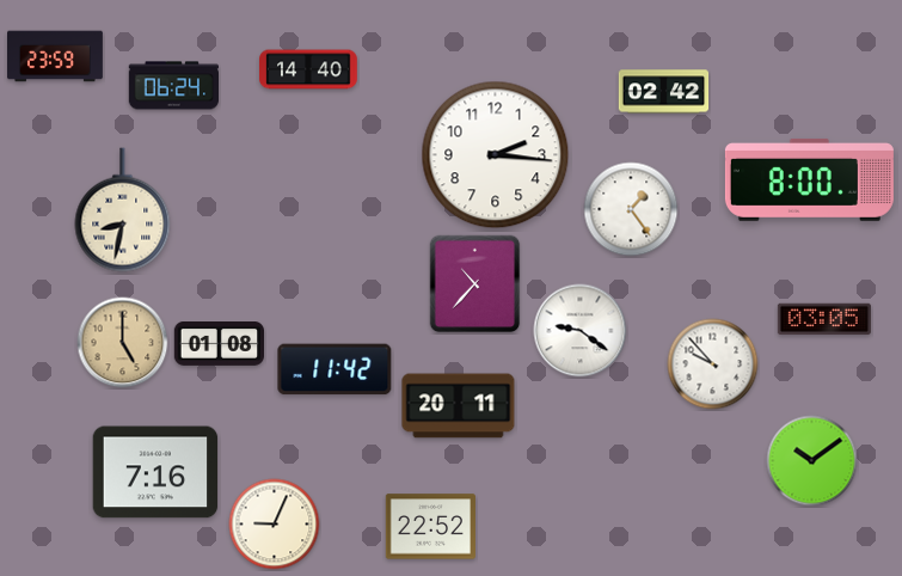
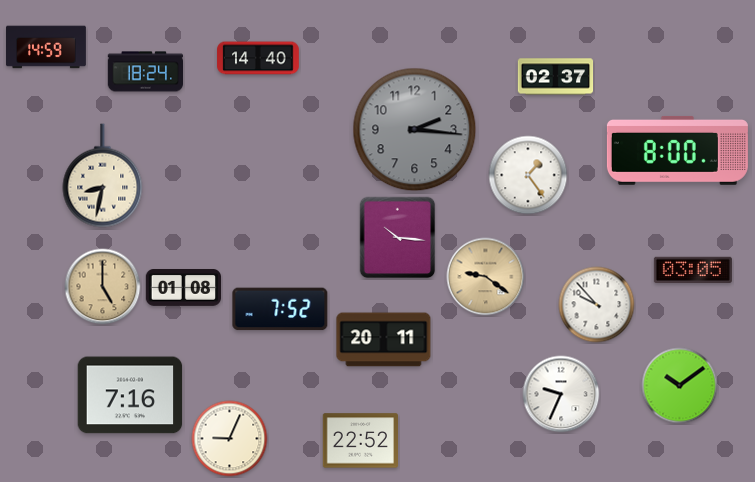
clock at (56, 56): 23:59 -> 14:59
clock at (173, 86): 06:24 -> 18:24
clock at (664, 92): 02:42 -> 02:37
clock at (496, 155) dial: white -> grey
clock at (475, 284): 10:37 -> 10:16
clock at (824, 318) position: (824, 318) -> (693, 269)
clock at (581, 331) dial: white -> champagne
clock at (335, 369): 11:42 -> 7:52
clock at (561, 394): none -> 9:34
